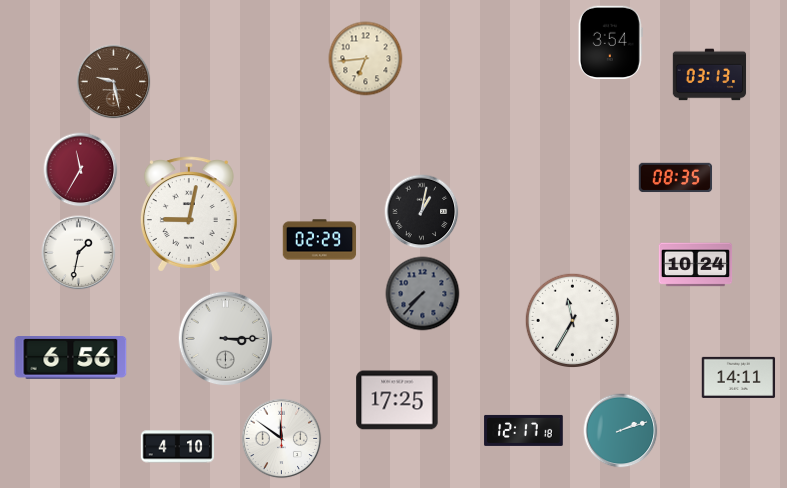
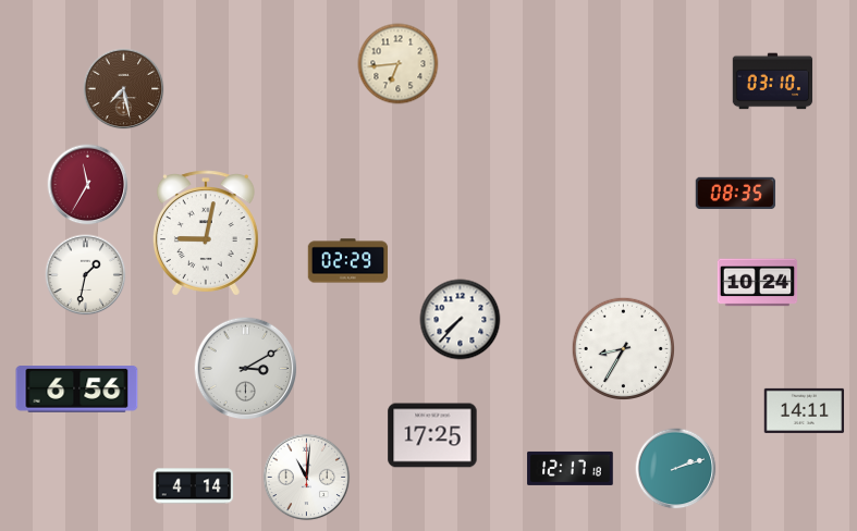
clock at (610, 42): 3:54 -> none
clock at (710, 75): 03:13 -> 03:10
clock at (114, 82): 9:28 -> 7:28
clock at (422, 212): 1:02 -> none
clock at (696, 265) position: (696, 265) -> (758, 283)
clock at (423, 294) dial: grey -> white
clock at (572, 320): 11:35 -> 8:35
clock at (226, 339): 3:15 -> 3:10
clock at (282, 439): 11:51 -> 11:01
clock at (178, 447): 4:10 -> 4:14
